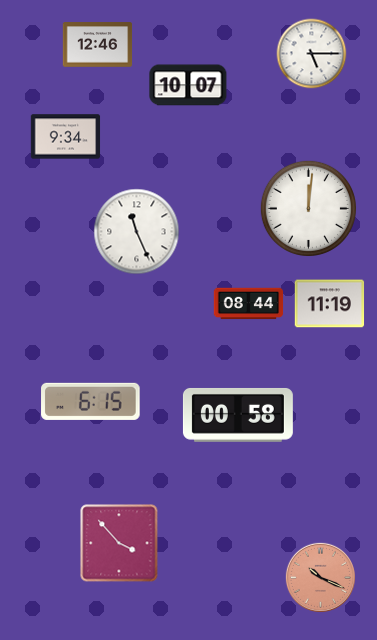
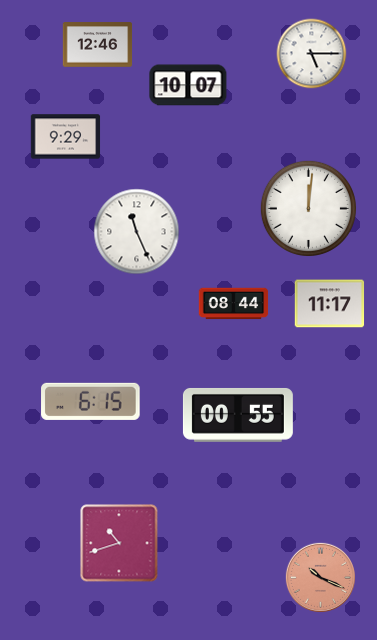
clock at (66, 137): 9:34 -> 9:29
clock at (249, 304) position: (249, 304) -> (234, 304)
clock at (330, 304): 11:19 -> 11:17
clock at (238, 415): 00:58 -> 00:55
clock at (119, 543): 3:53 -> 10:42
